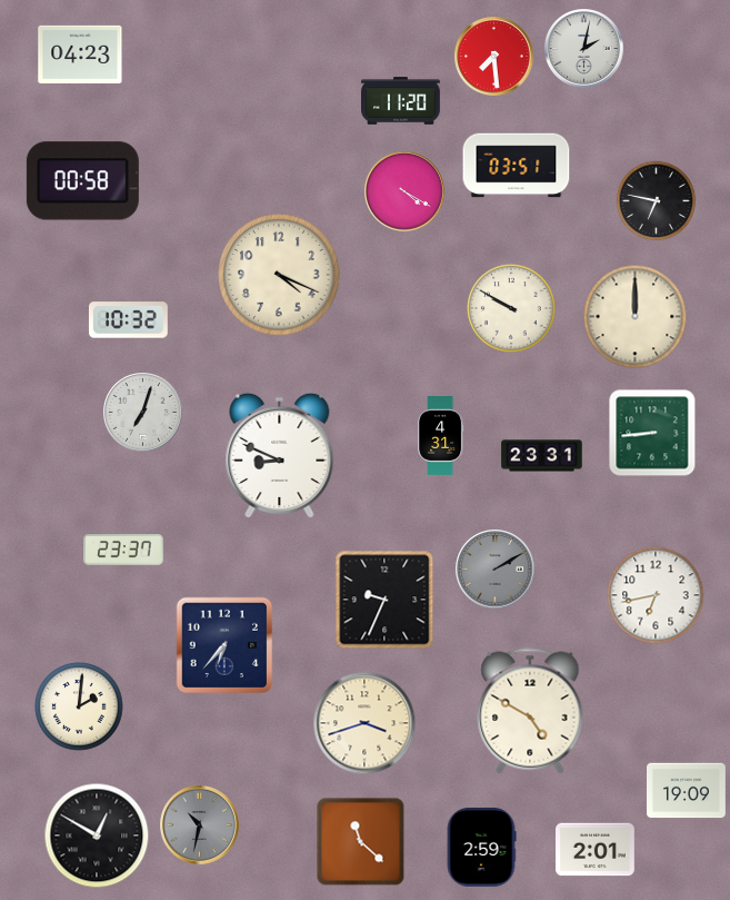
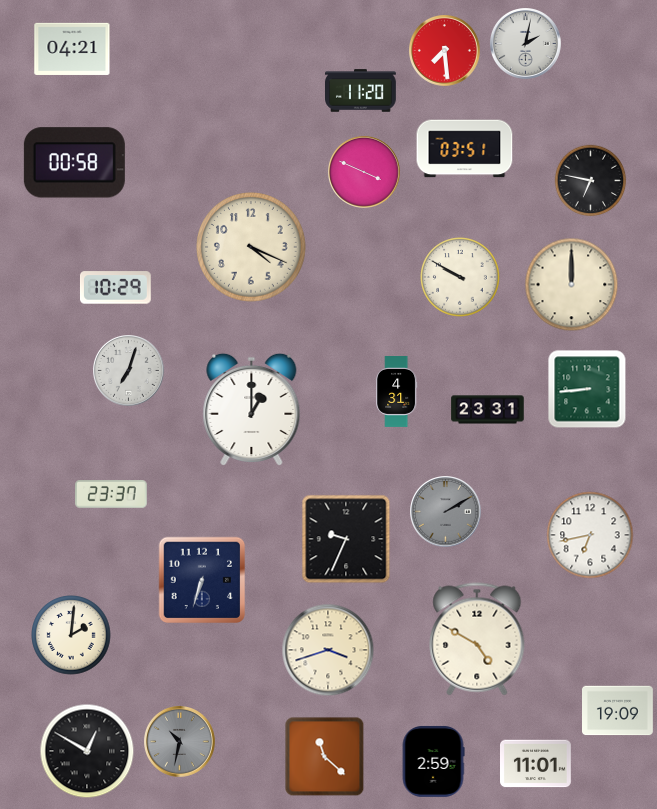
clock at (80, 55): 04:23 -> 04:21
clock at (406, 192): 4:20 -> 3:49
clock at (128, 320): 10:32 -> 10:29
clock at (280, 455): 8:49 -> 1:00
clock at (224, 645): 6:37 -> 6:33
clock at (596, 850): 2:01 -> 11:01
